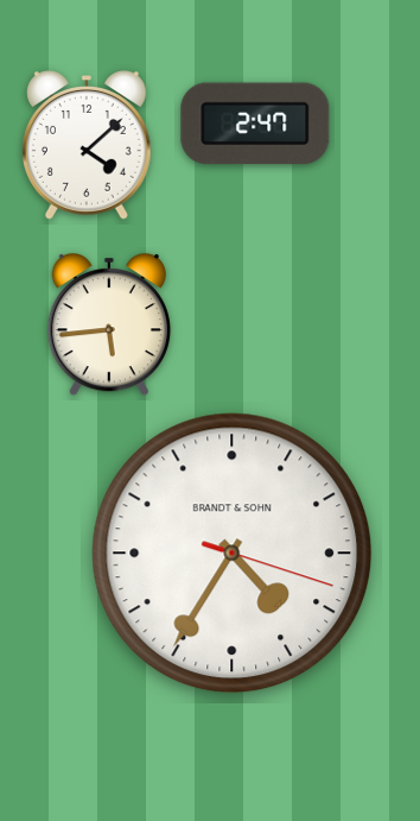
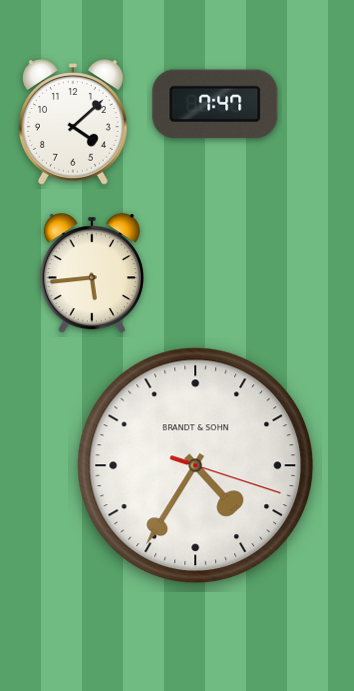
clock at (255, 124): 2:47 -> 7:47
